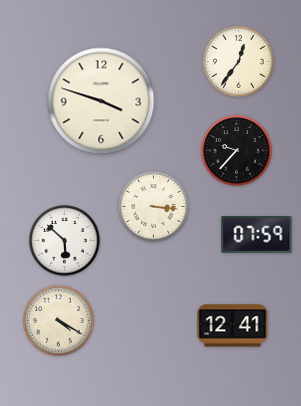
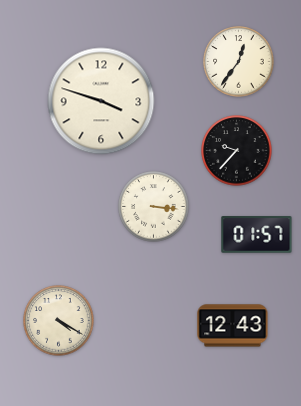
clock at (257, 235): 07:59 -> 01:57
clock at (65, 241): 5:52 -> none
clock at (233, 326): 12:41 -> 12:43
